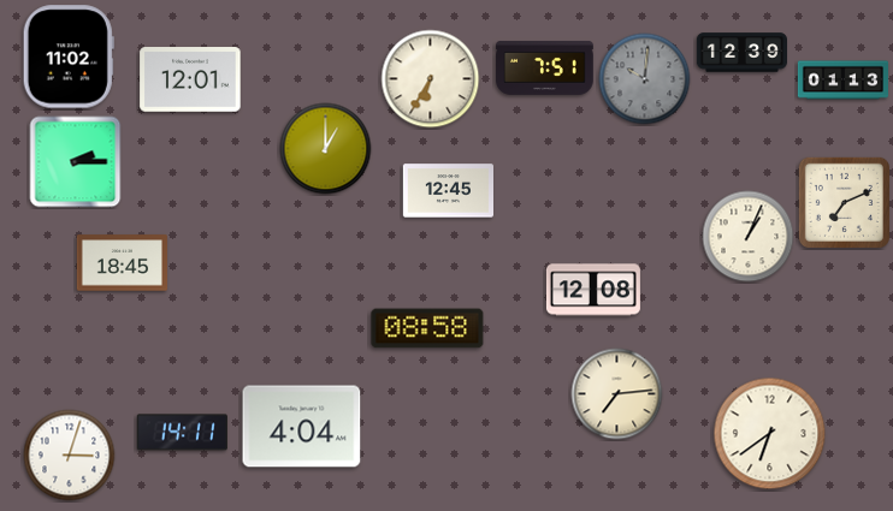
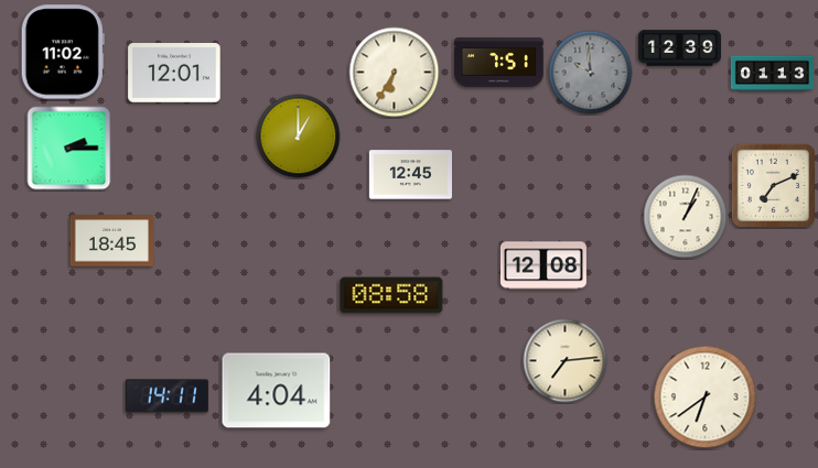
clock at (645, 79): 10:01 -> 9:59
clock at (427, 328) position: (427, 328) -> (391, 295)
clock at (70, 456): 3:03 -> none
